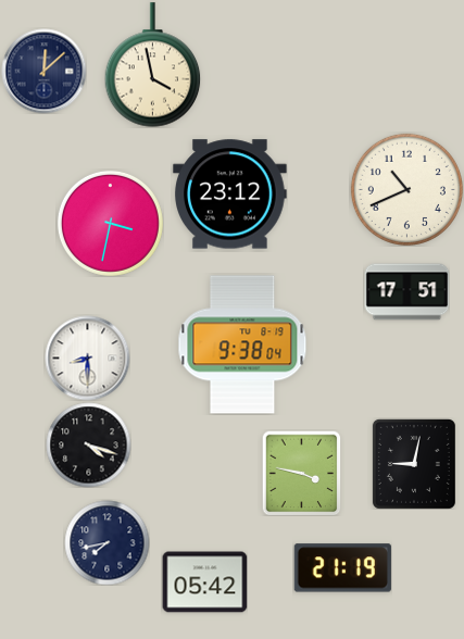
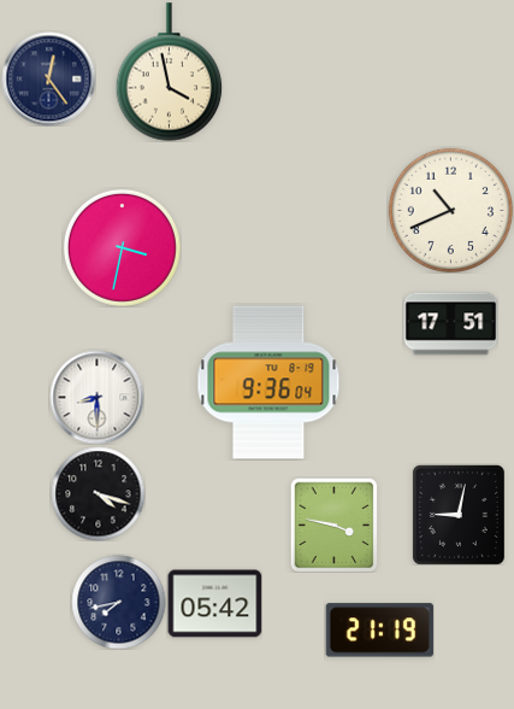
clock at (43, 71): 12:08 -> 12:24
clock at (230, 195): 23:12 -> none
clock at (242, 344): 9:38 -> 9:36
clock at (204, 582) position: (204, 582) -> (214, 604)
